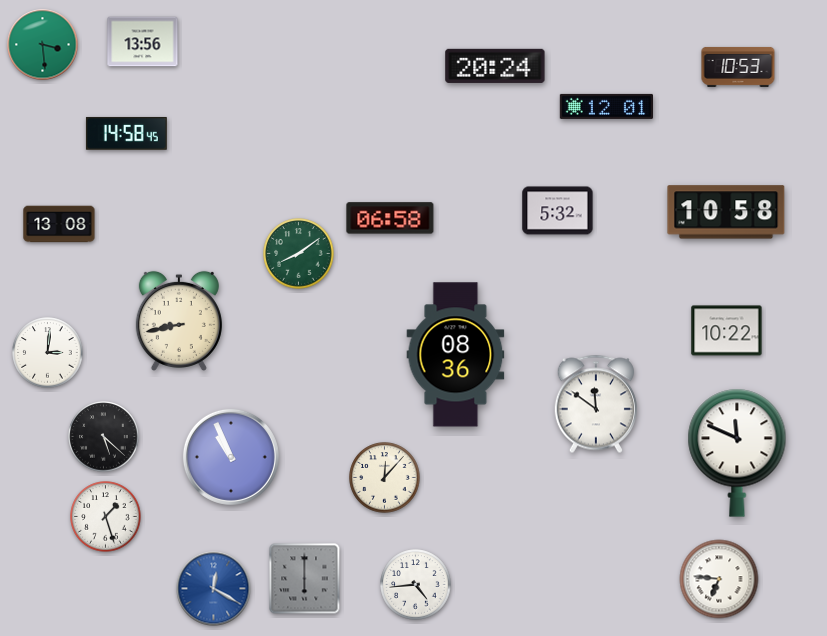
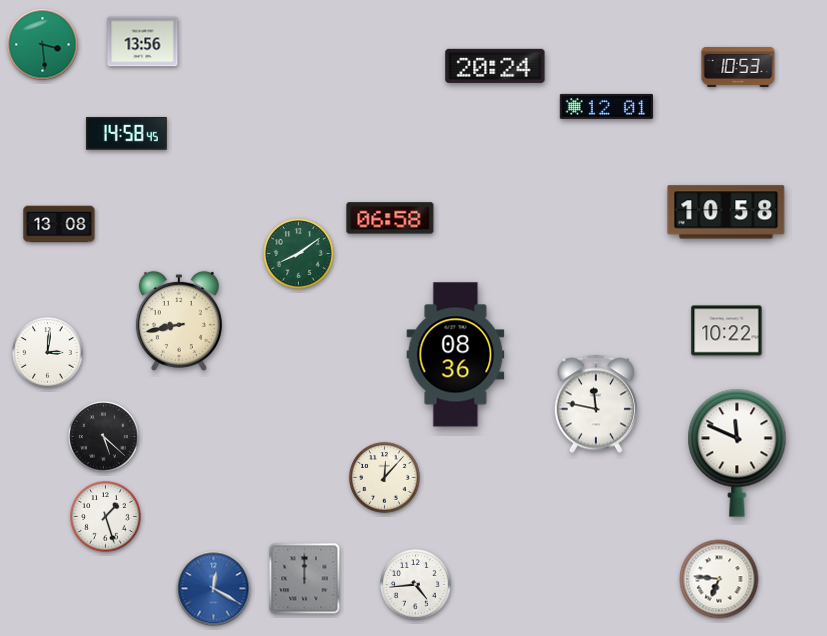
clock at (558, 211): 5:32 -> none
clock at (596, 404): 11:51 -> 11:47
clock at (231, 457): 10:56 -> none
clock at (305, 579): 6:00 -> 12:00
